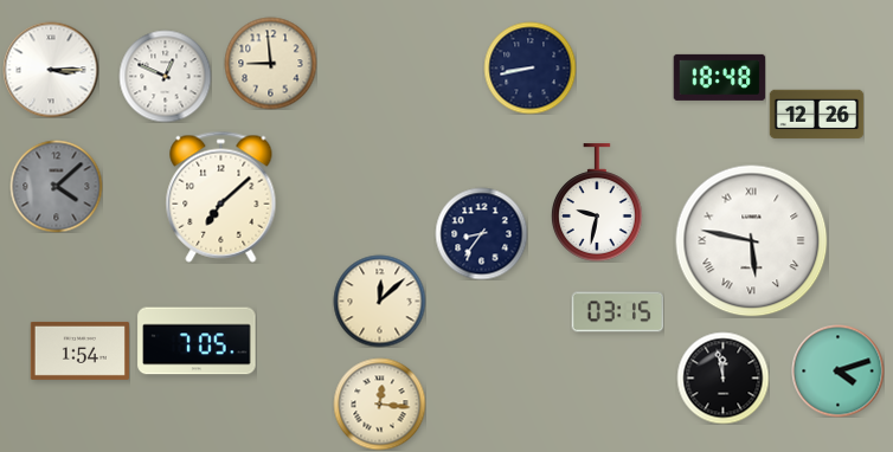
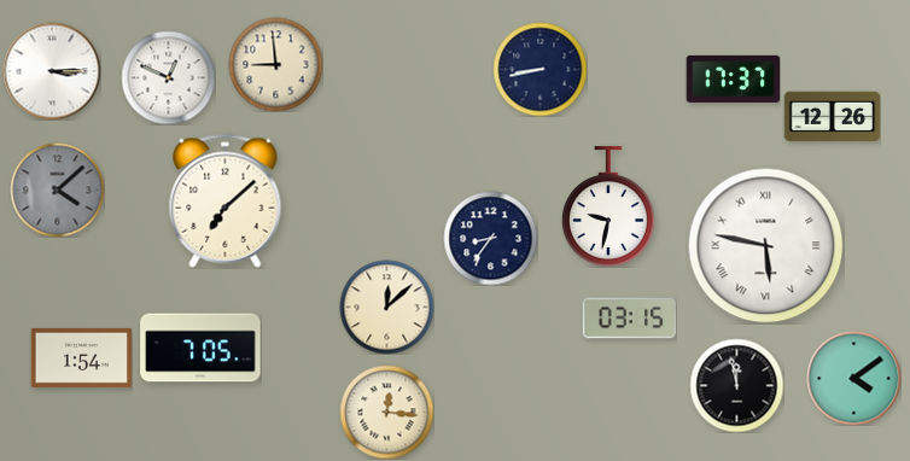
clock at (719, 77): 18:48 -> 17:37
clock at (837, 370): 4:12 -> 4:09
